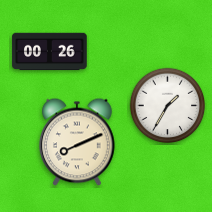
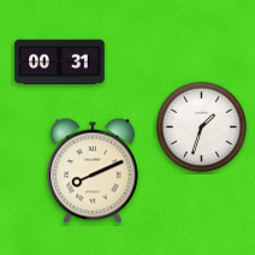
clock at (50, 52): 00:26 -> 00:31
clock at (168, 106): 1:35 -> 1:33
